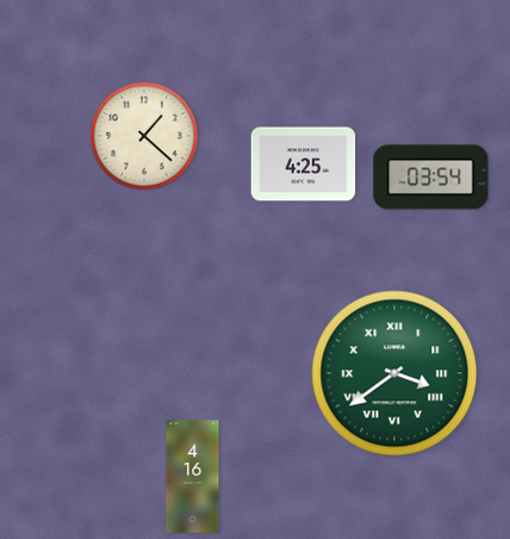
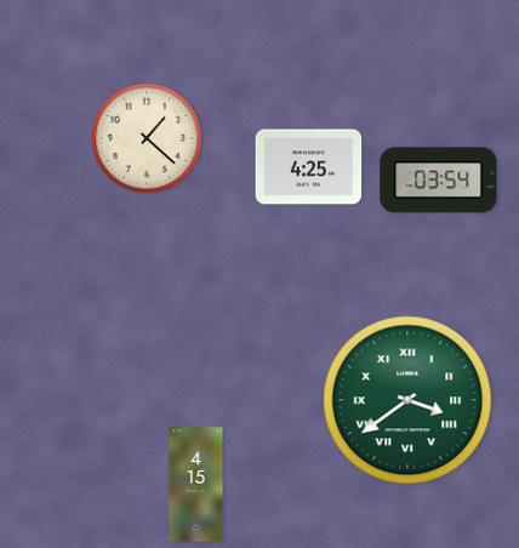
clock at (394, 373) position: (394, 373) -> (407, 400)
clock at (193, 477): 4:16 -> 4:15
